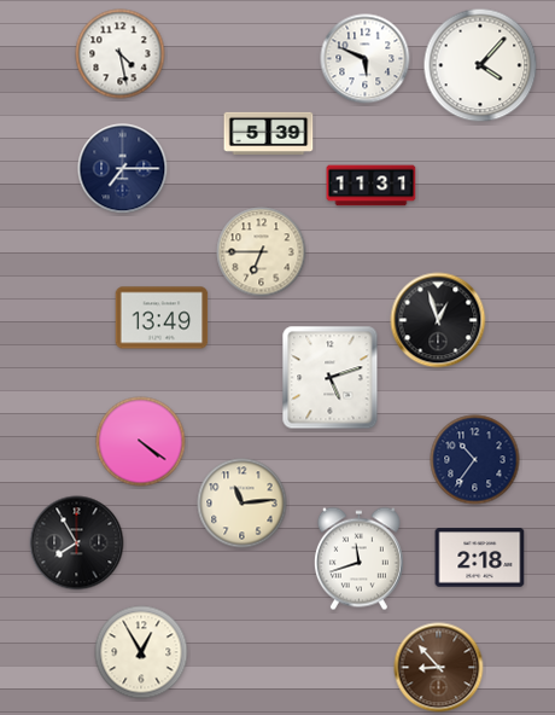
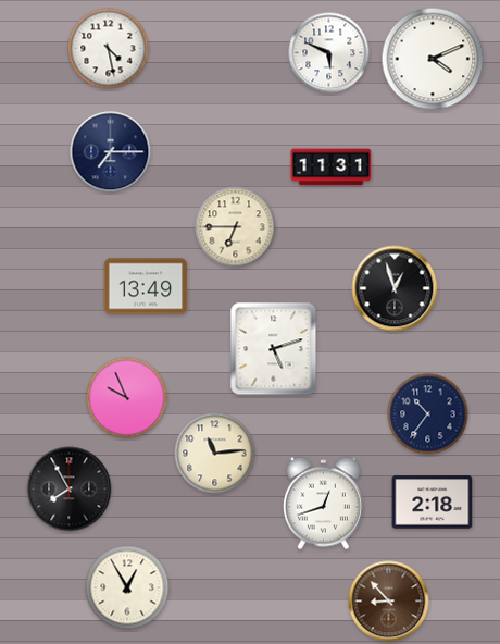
clock at (480, 65): 4:07 -> 4:11
clock at (269, 133): 5:39 -> none
clock at (372, 186) position: (372, 186) -> (332, 168)
clock at (331, 378) position: (331, 378) -> (274, 349)
clock at (141, 442): 4:21 -> 9:56
clock at (243, 504) position: (243, 504) -> (215, 454)
clock at (358, 559): 11:42 -> 12:42
clock at (439, 668) position: (439, 668) -> (389, 602)
